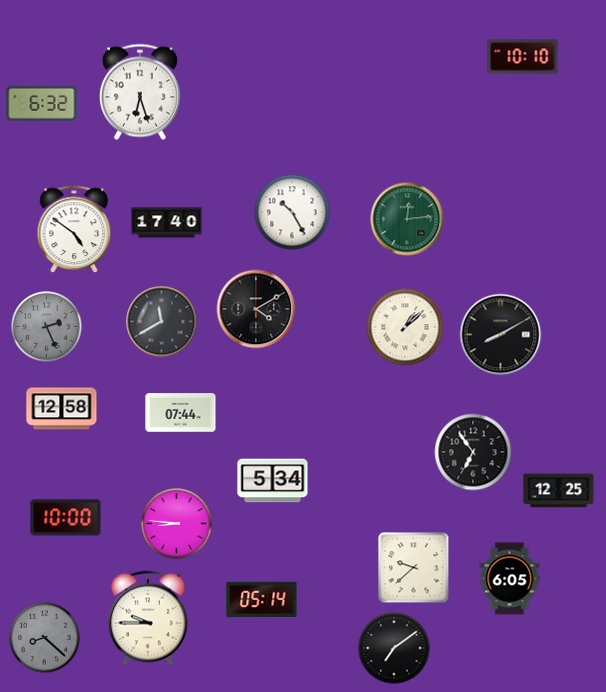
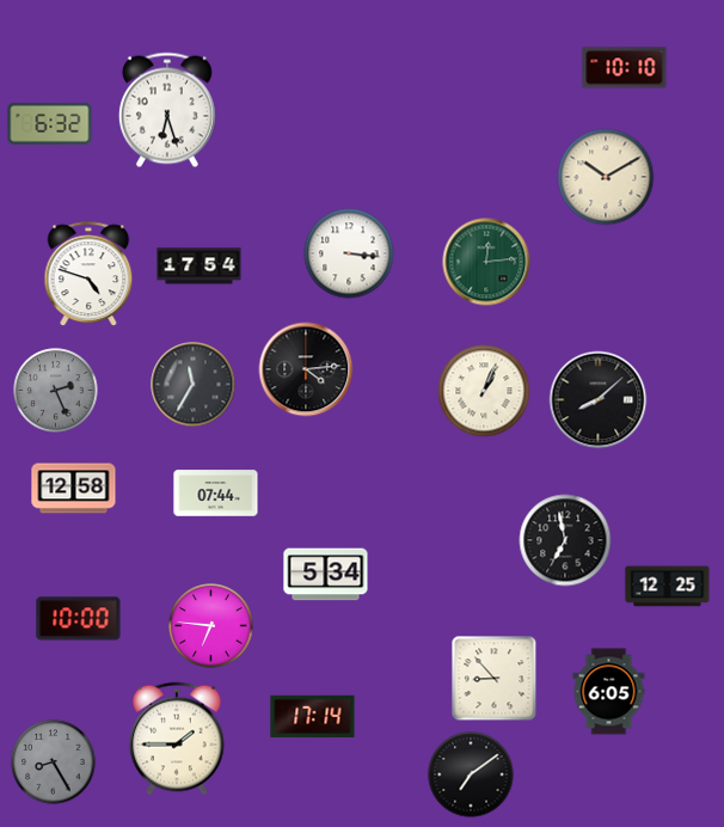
clock at (606, 177): none -> 10:10
clock at (292, 212): 10:25 -> 3:16
clock at (167, 223): 17:40 -> 17:54
clock at (74, 230): 4:51 -> 4:48
clock at (256, 309): 4:10 -> 4:14
clock at (162, 322): 11:40 -> 11:35
clock at (405, 327): 1:08 -> 1:04
clock at (501, 335): 8:10 -> 8:08
clock at (473, 452): 6:54 -> 6:58
clock at (177, 524): 8:46 -> 6:46
clock at (414, 568): 9:38 -> 8:53
clock at (262, 599): 05:14 -> 17:14
clock at (148, 618): 9:45 -> 1:45
clock at (45, 638): 8:22 -> 8:25
